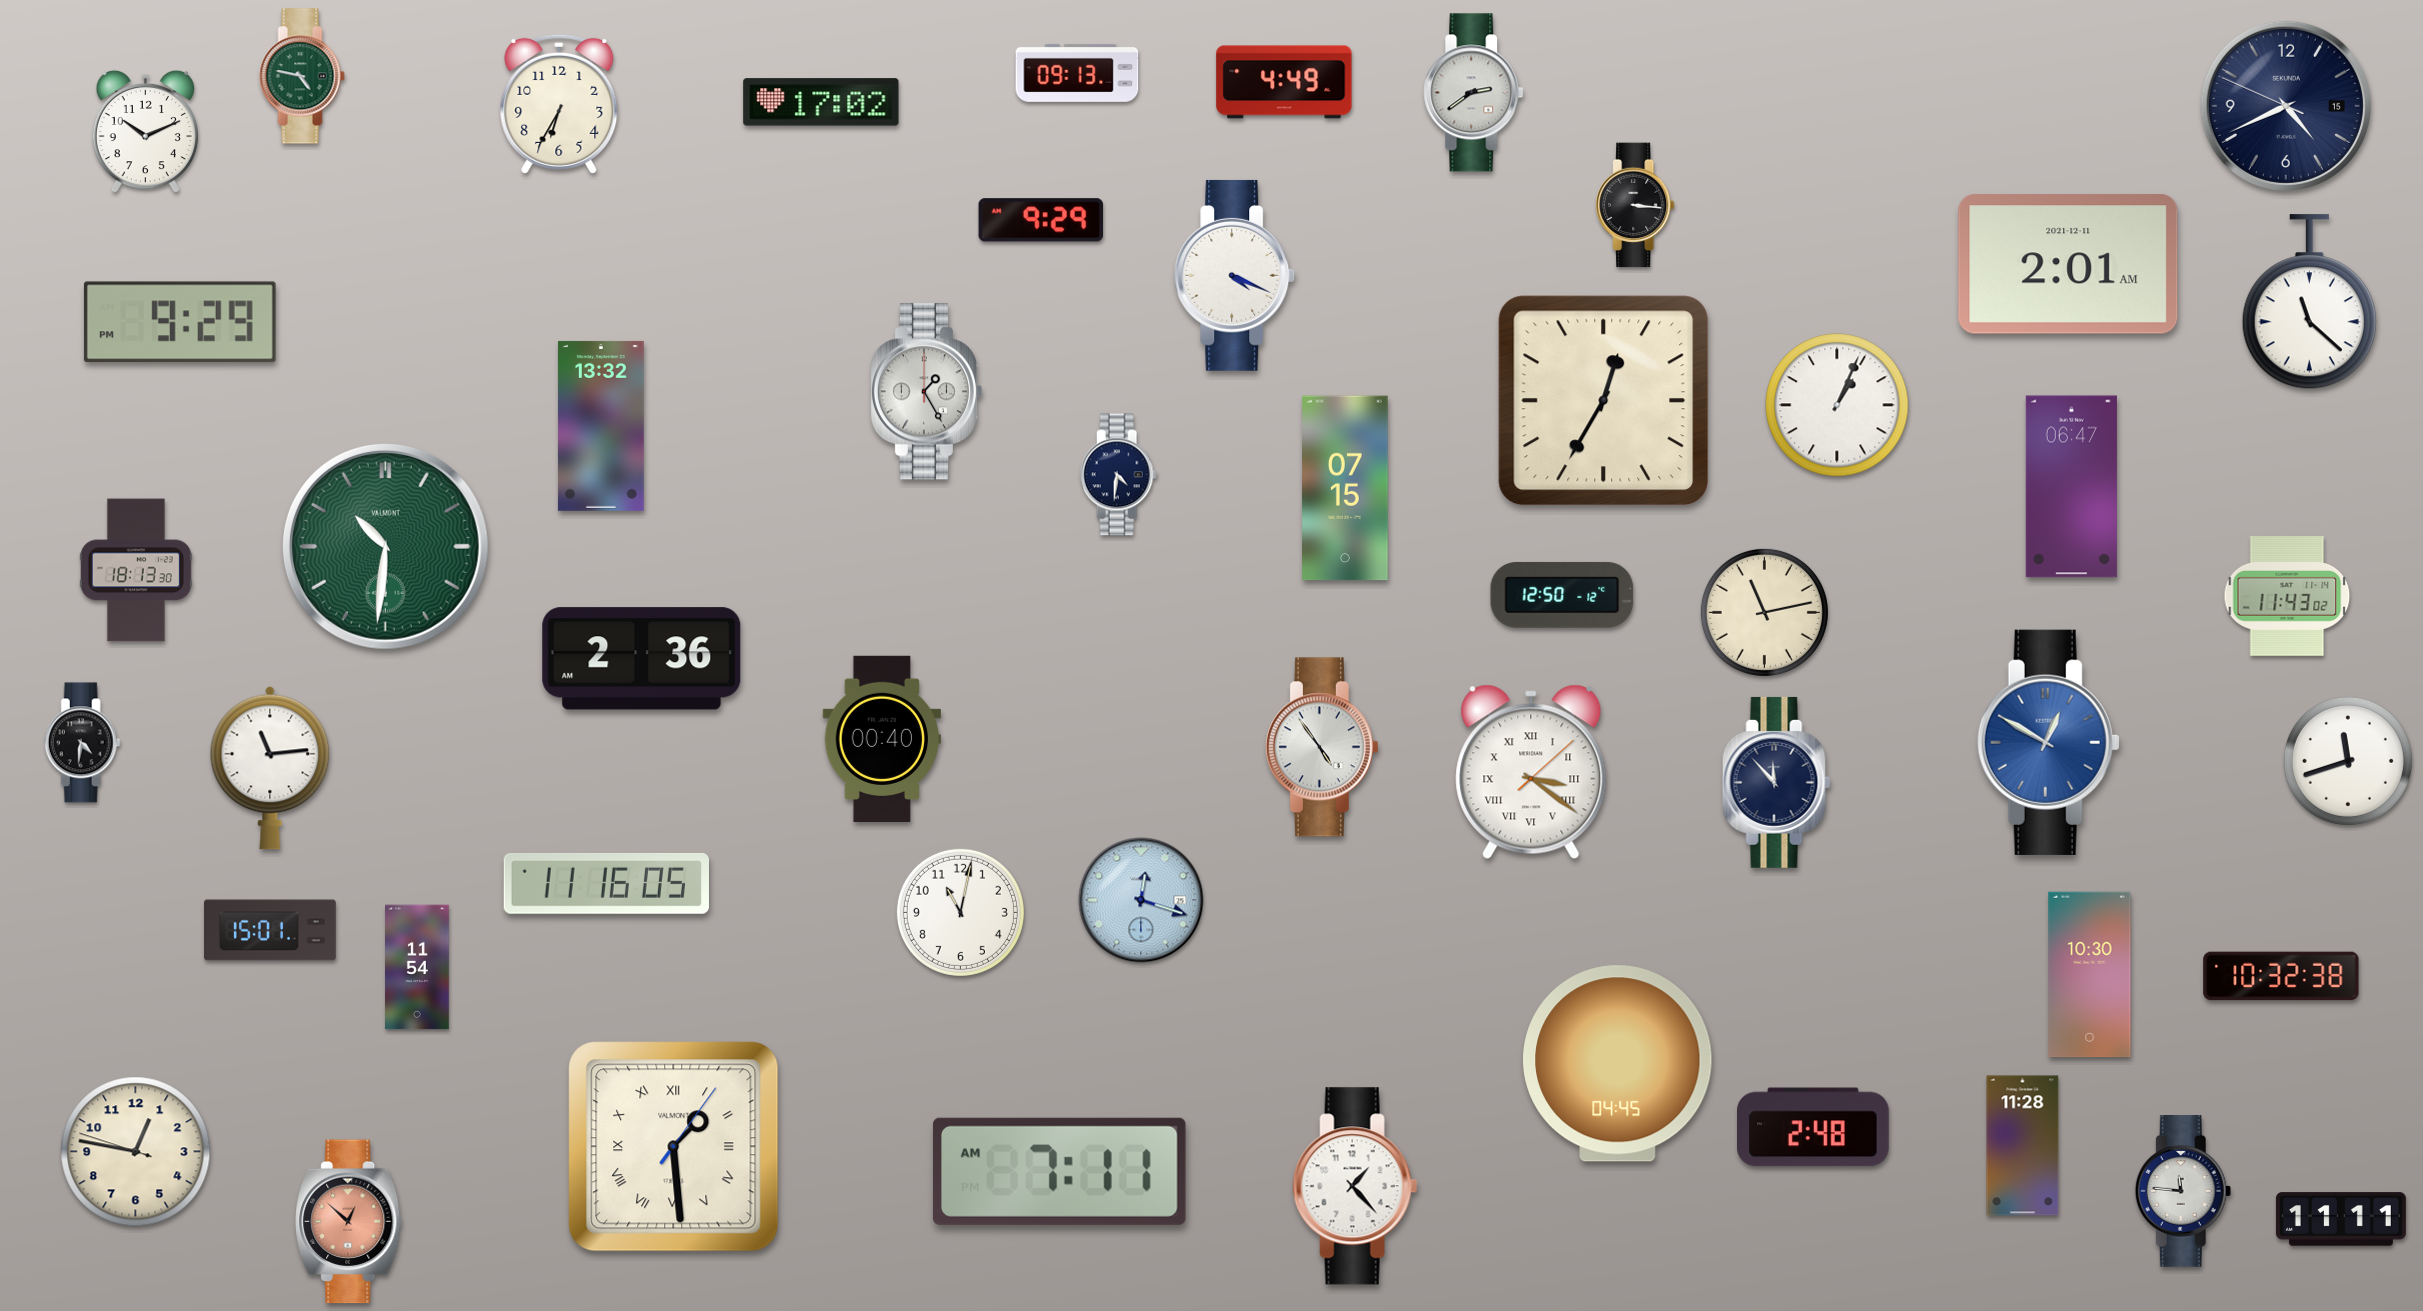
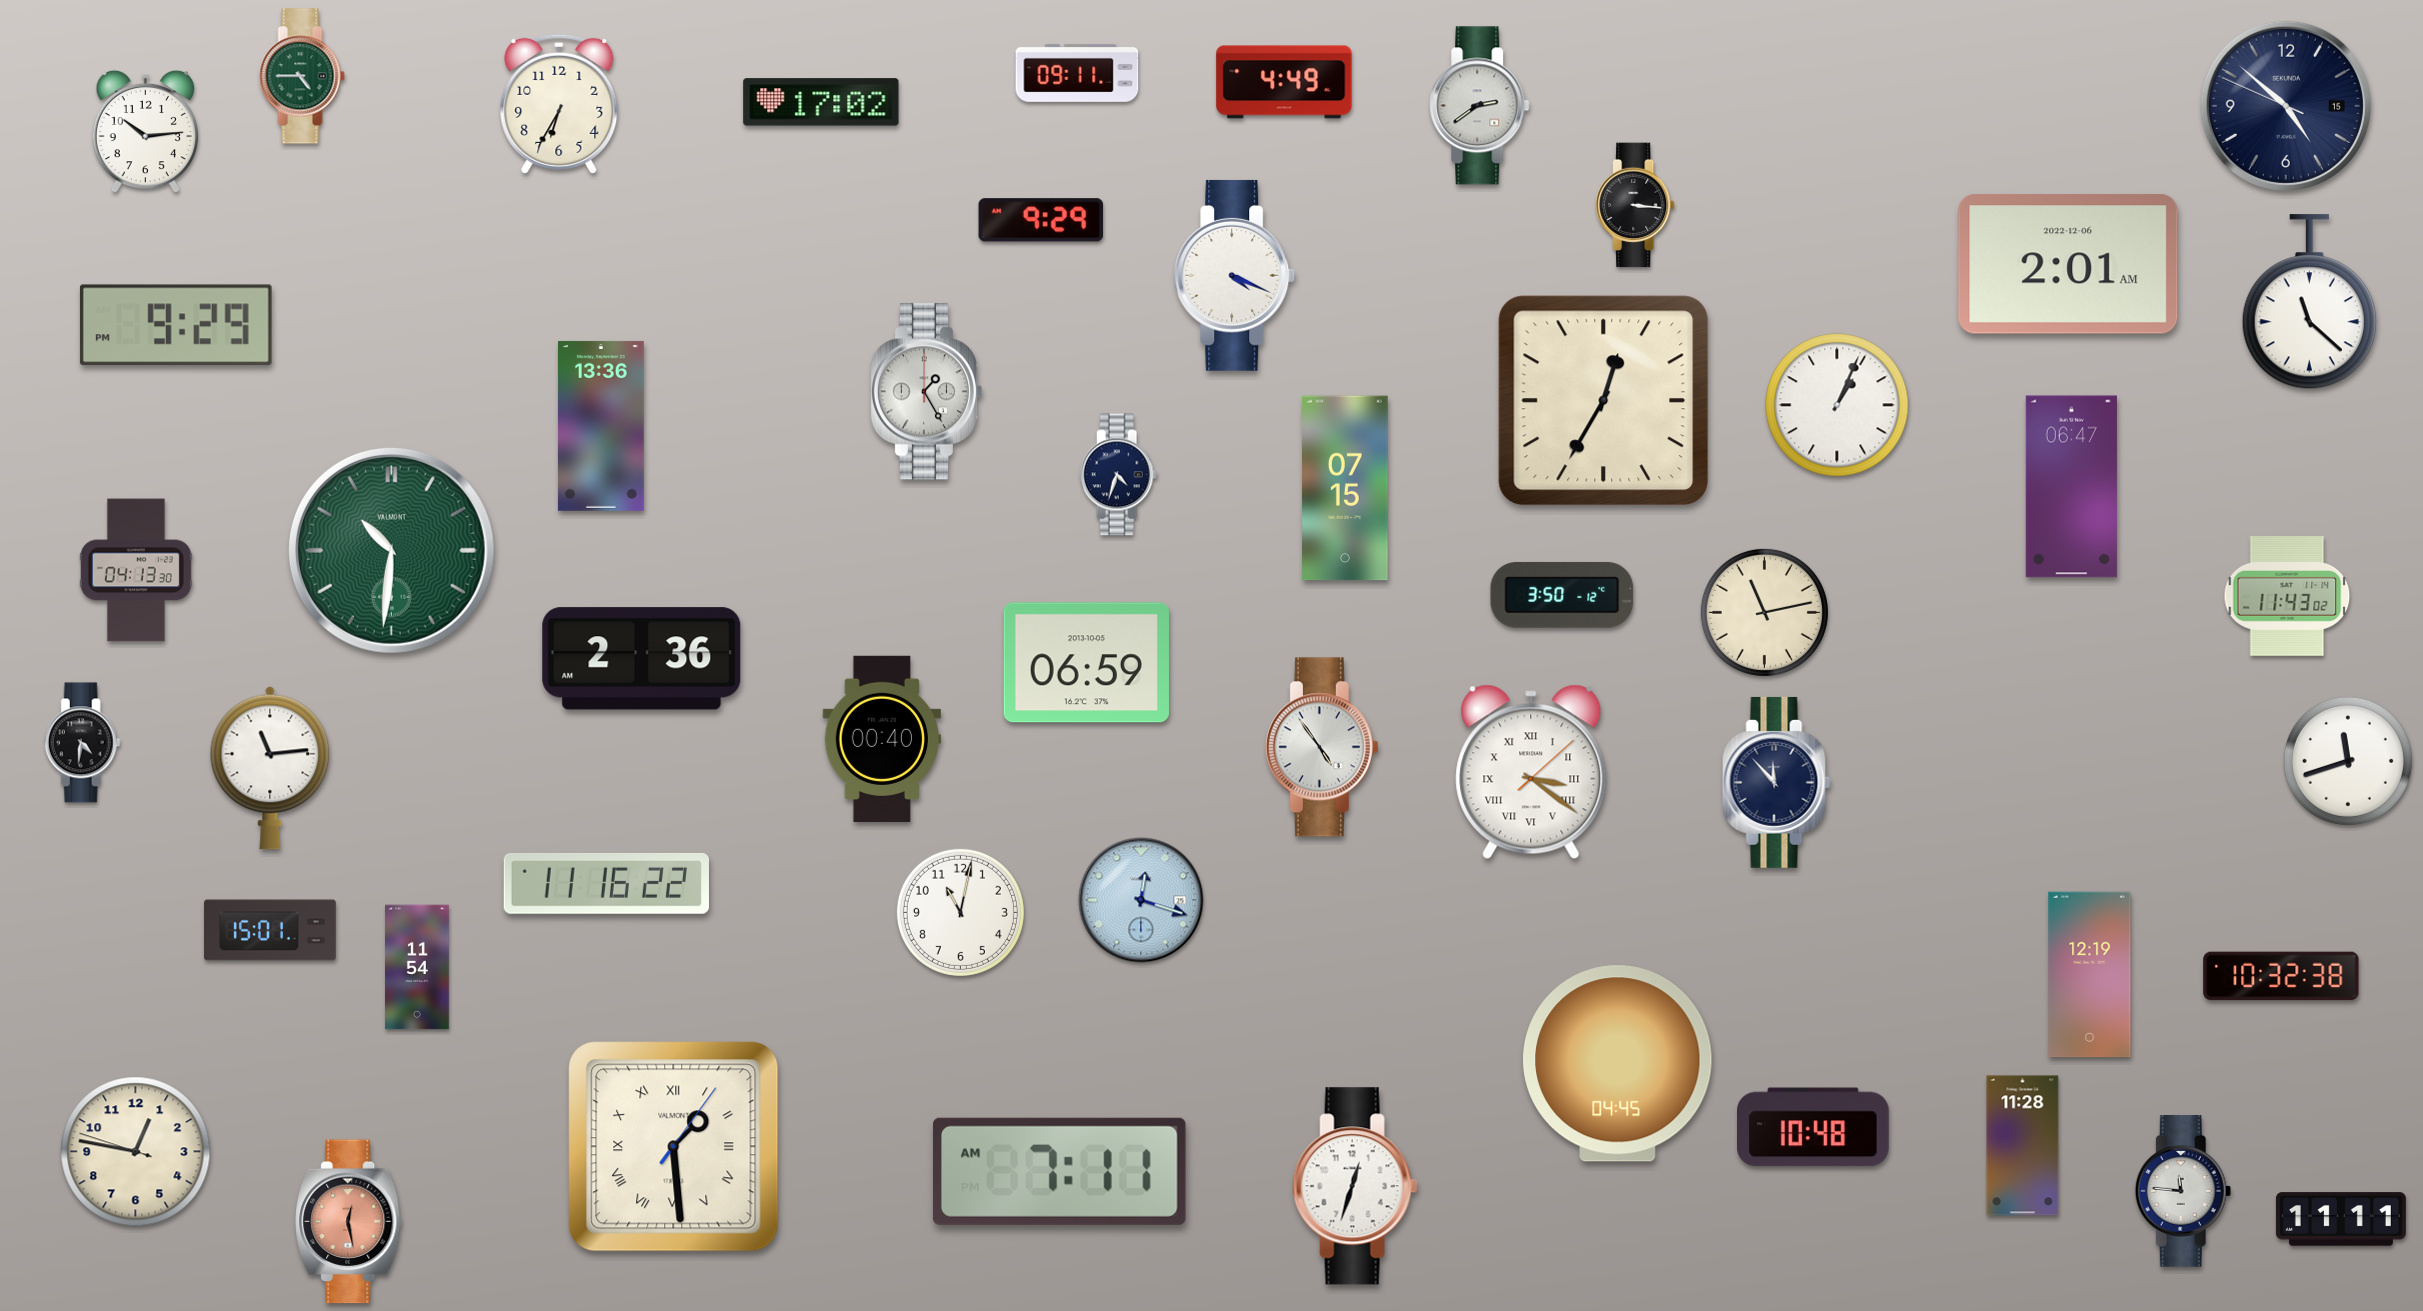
clock at (1077, 73): 09:13 -> 09:11
clock at (302, 76): 4:47 -> 4:45
clock at (1474, 93) position: (1474, 93) -> (1480, 106)
clock at (2286, 106): 4:40 -> 4:51
clock at (145, 132): 10:11 -> 10:14
clock at (2068, 264) date: 2021-12-11 -> 2022-12-06
clock at (180, 322) position: (180, 322) -> (176, 325)
clock at (601, 426): 13:32 -> 13:36
clock at (1119, 475): 4:31 -> 4:33
clock at (385, 546) position: (385, 546) -> (391, 550)
clock at (136, 570): 18:13 -> 04:13
clock at (1562, 595): 12:50 -> 3:50
clock at (1086, 663): none -> 06:59
clock at (2048, 742): 12:50 -> none
clock at (606, 883): 11:16:05 -> 11:16:22
clock at (2090, 975): 10:30 -> 12:19
clock at (1814, 1127): 2:48 -> 10:48
clock at (1355, 1186): 1:23 -> 12:33
clock at (349, 1222): 12:52 -> 12:28
